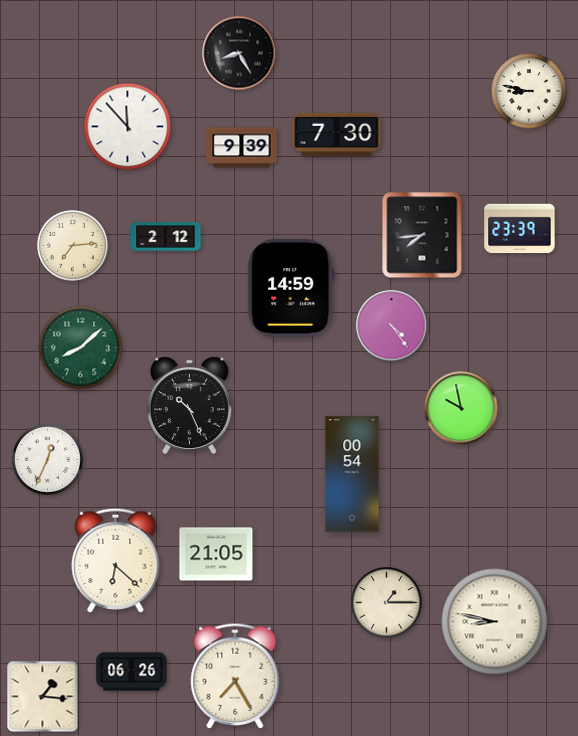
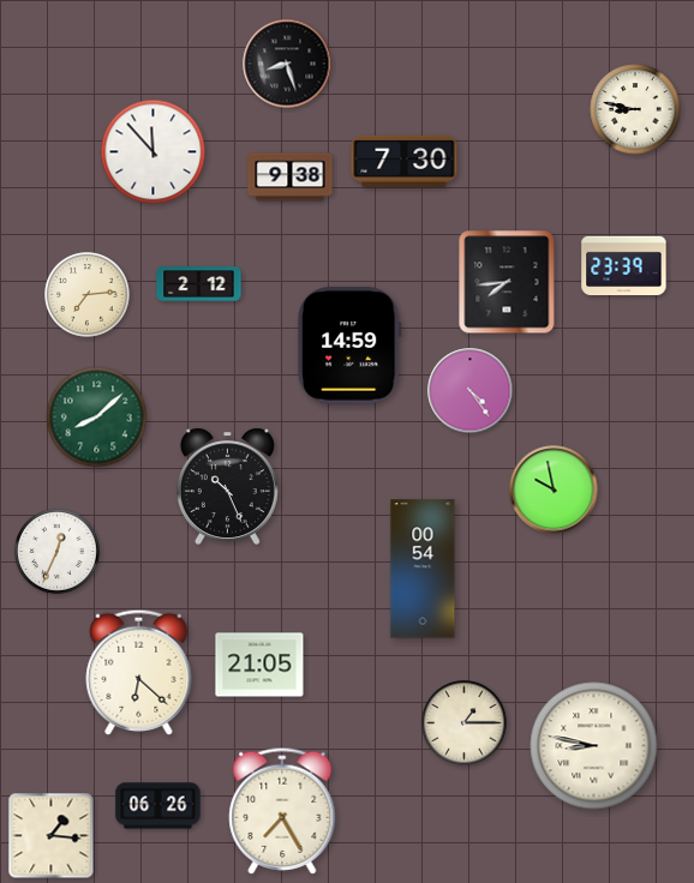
clock at (239, 53): 8:25 -> 8:27
clock at (242, 148): 9:39 -> 9:38
clock at (520, 229) position: (520, 229) -> (624, 266)
